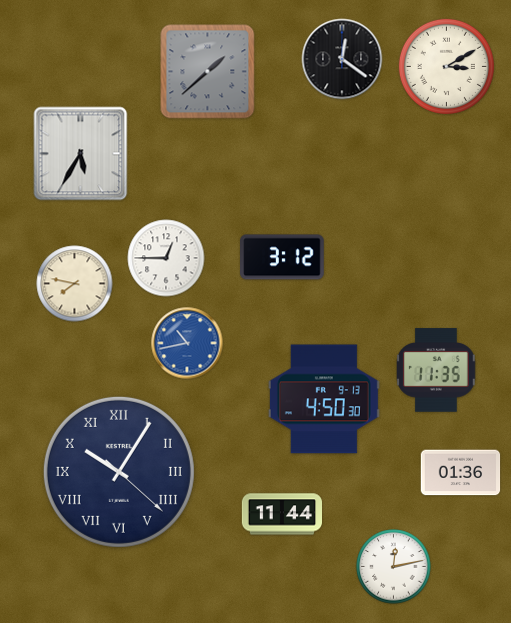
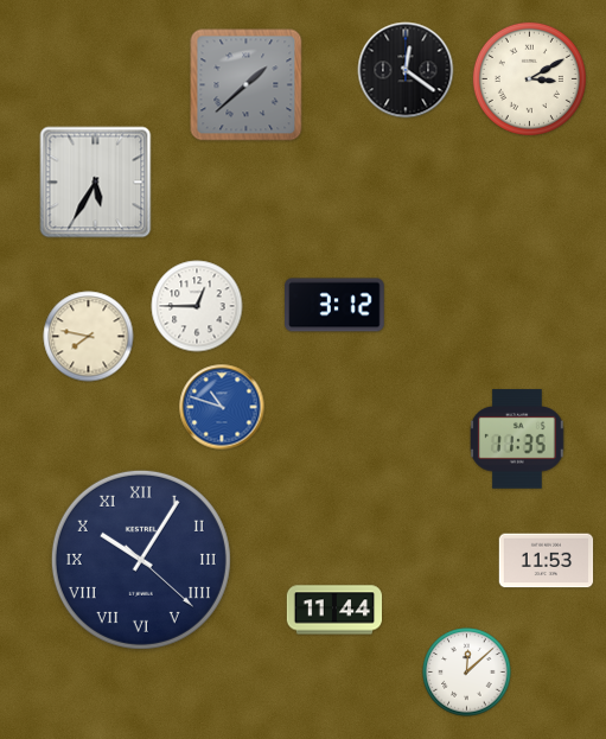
clock at (187, 343): 10:43 -> 10:48
clock at (324, 399): 4:50 -> none
clock at (461, 473): 01:36 -> 11:53
clock at (394, 567): 12:13 -> 12:08
